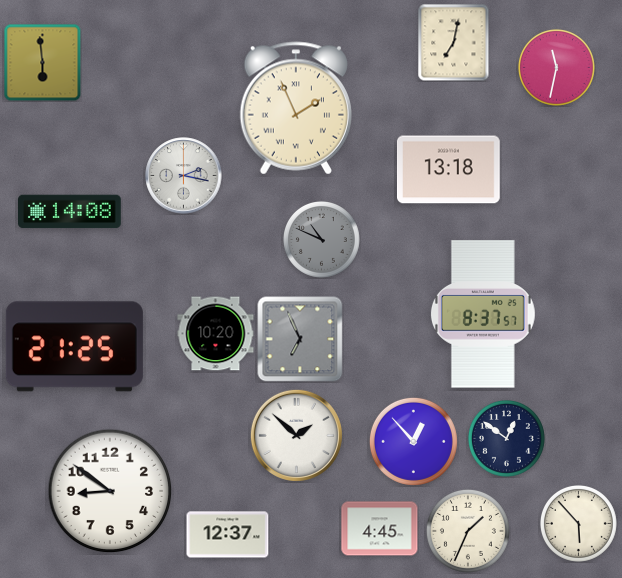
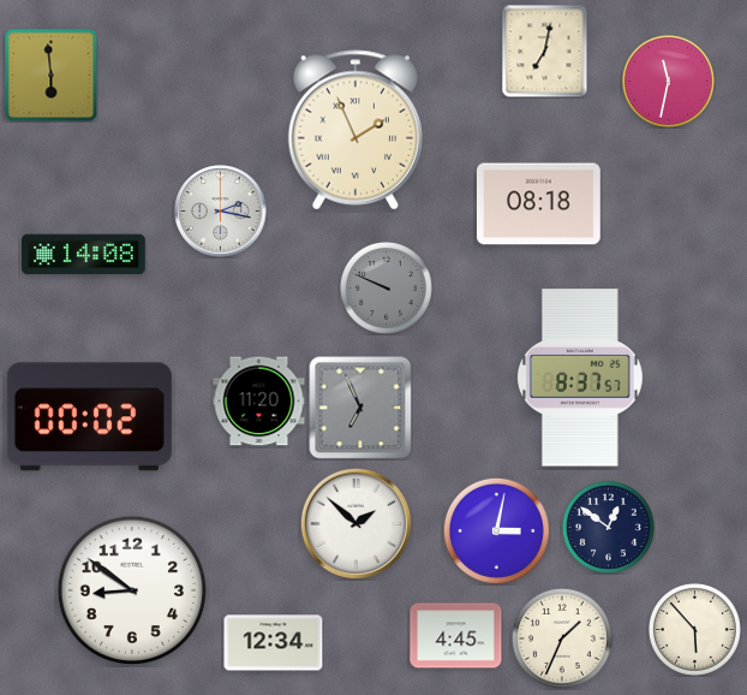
clock at (449, 170): 13:18 -> 08:18
clock at (322, 240): 10:49 -> 9:49
clock at (216, 334): 10:20 -> 11:20
clock at (74, 347): 21:25 -> 00:02
clock at (413, 441): 12:53 -> 3:02
clock at (228, 535): 12:37 -> 12:34
